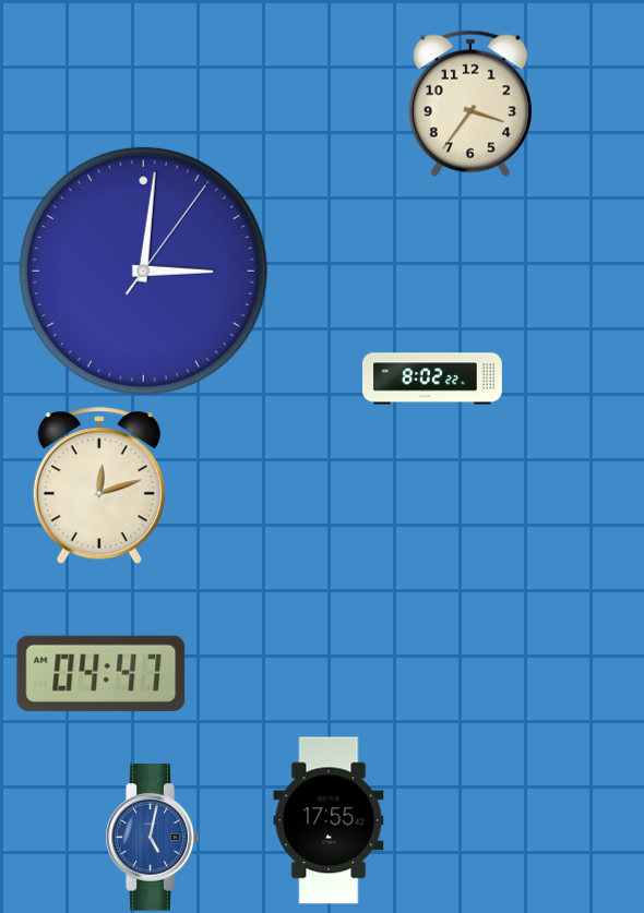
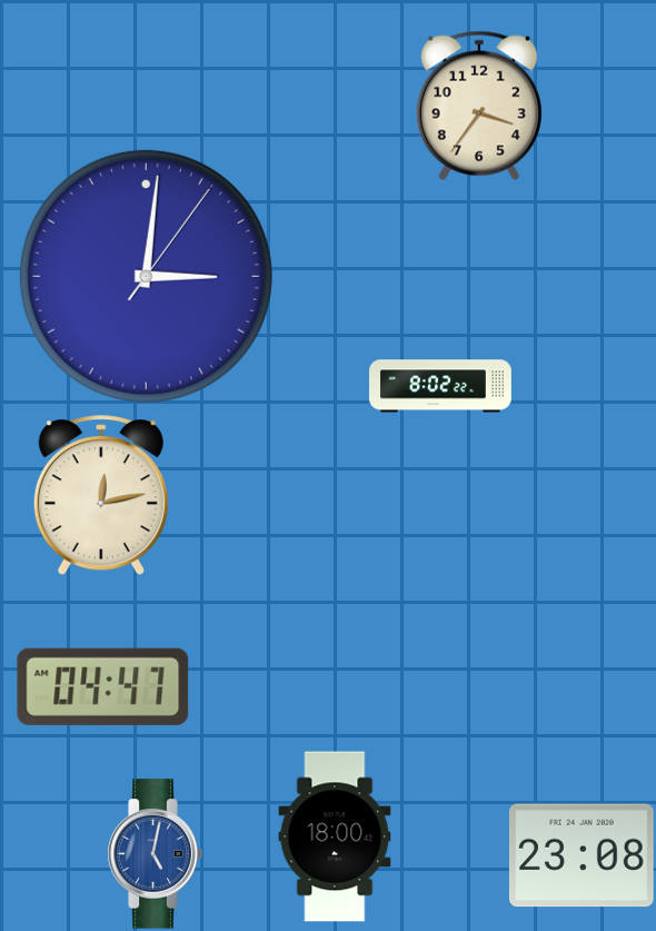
clock at (99, 486): 12:12 -> 12:13
clock at (329, 820): 17:55 -> 18:00
clock at (582, 855): none -> 23:08
